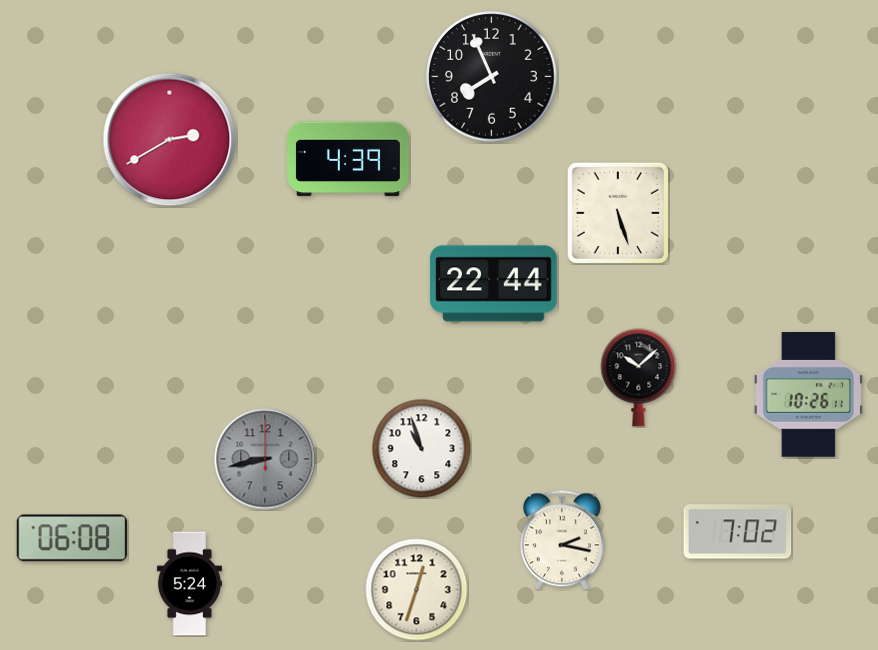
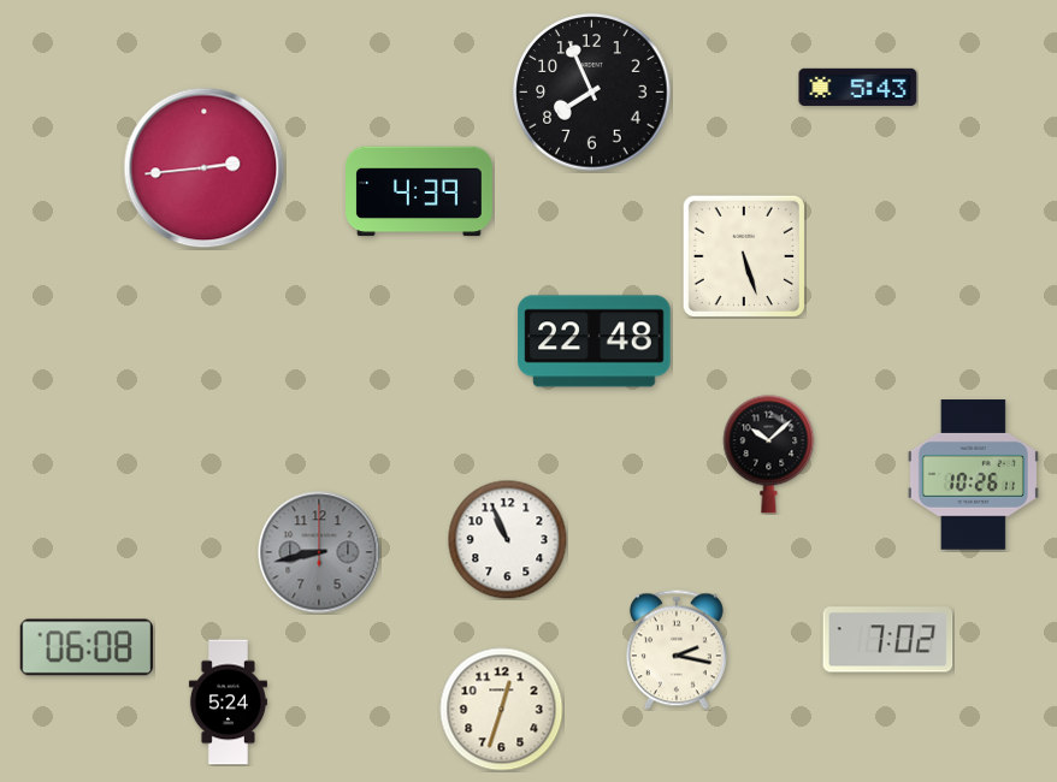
clock at (858, 87): none -> 5:43
clock at (170, 140): 2:40 -> 2:44
clock at (494, 284): 22:44 -> 22:48
clock at (422, 449): 10:57 -> 10:56
